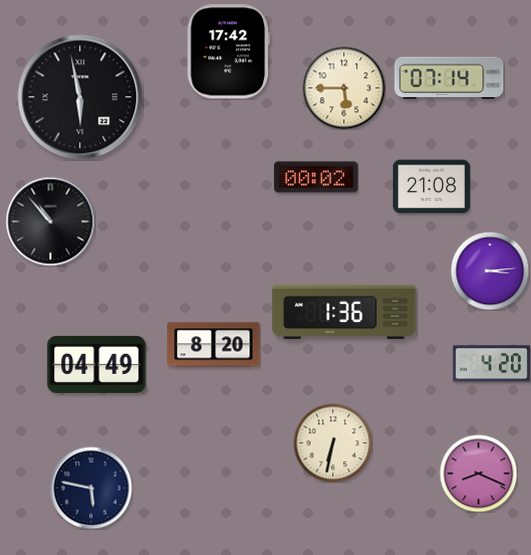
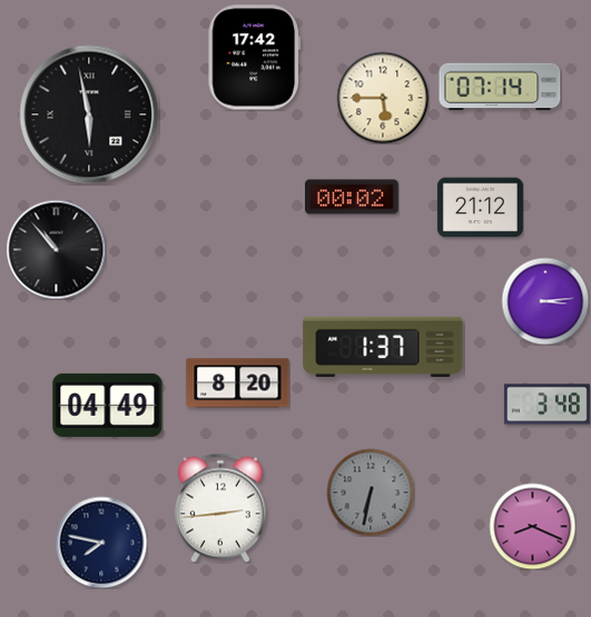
clock at (80, 97) position: (80, 97) -> (89, 115)
clock at (431, 187): 21:08 -> 21:12
clock at (50, 221) position: (50, 221) -> (56, 249)
clock at (344, 312): 1:36 -> 1:37
clock at (491, 364): 4:20 -> 3:48
clock at (333, 443) dial: cream -> grey
clock at (220, 508): none -> 2:44
clock at (91, 488): 5:47 -> 7:47
